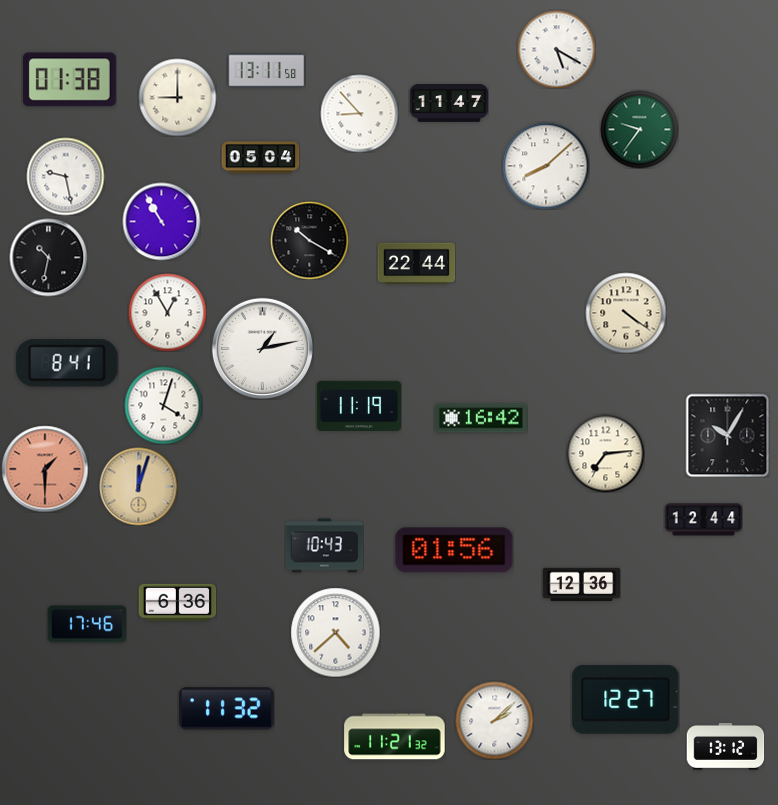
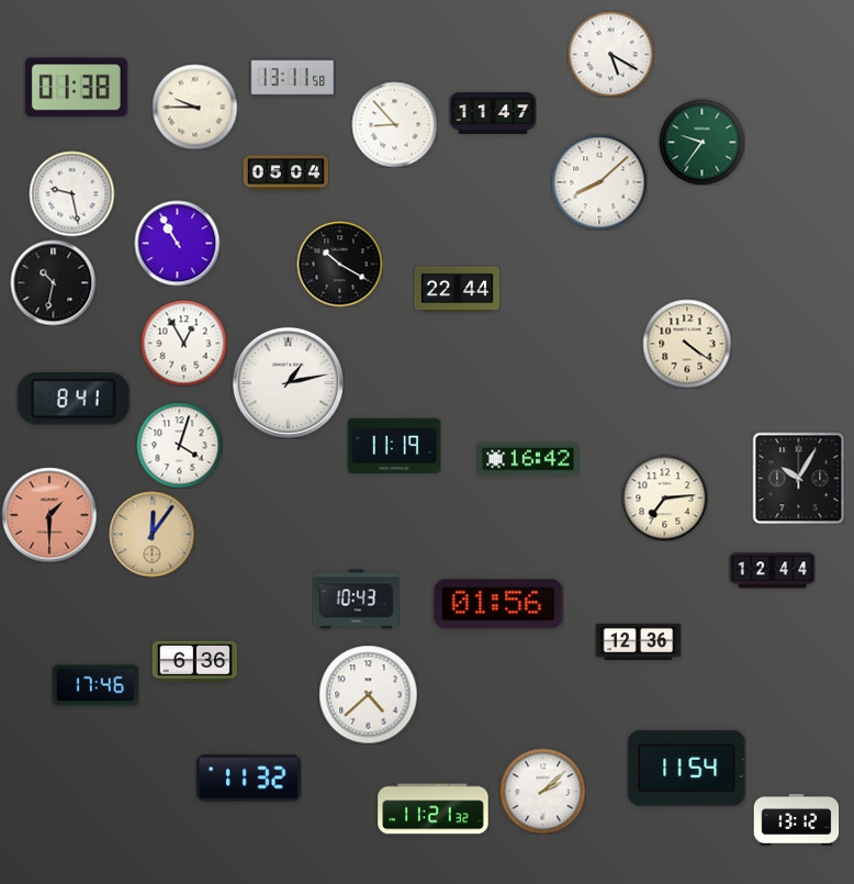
clock at (177, 97): 9:00 -> 9:45
clock at (138, 486): 12:03 -> 12:06
clock at (626, 699): 12:27 -> 11:54
